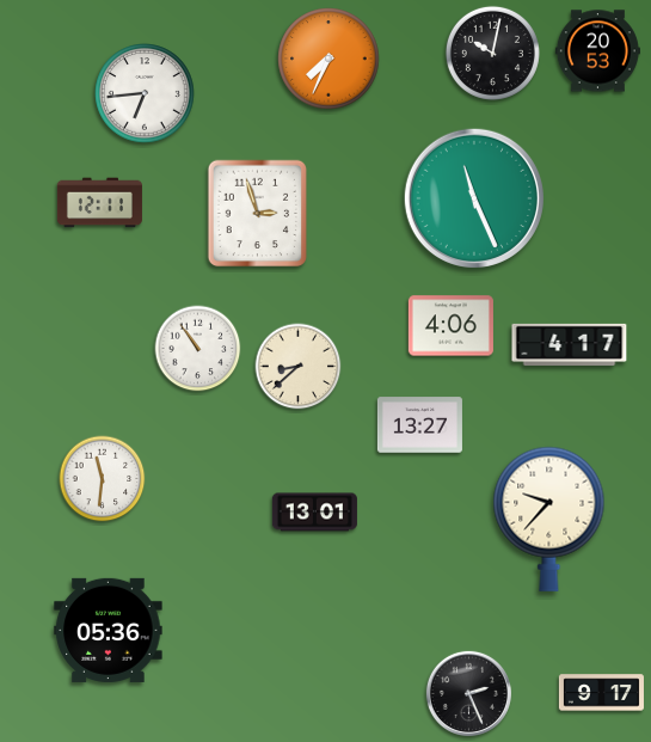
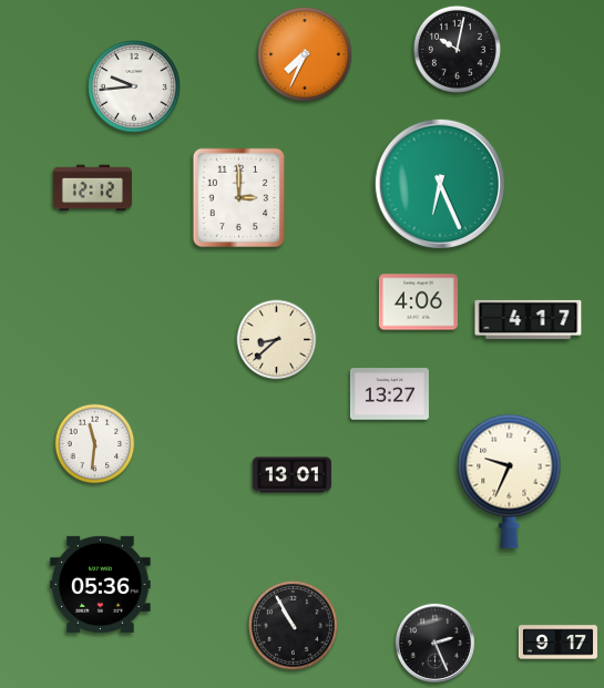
clock at (597, 51): 20:53 -> none
clock at (145, 93): 6:44 -> 9:44
clock at (474, 198): 11:26 -> 6:26
clock at (99, 203): 12:11 -> 12:12
clock at (257, 214): 2:57 -> 3:00
clock at (198, 349): 10:54 -> none
clock at (549, 519): 9:37 -> 9:34
clock at (293, 625): none -> 10:55
